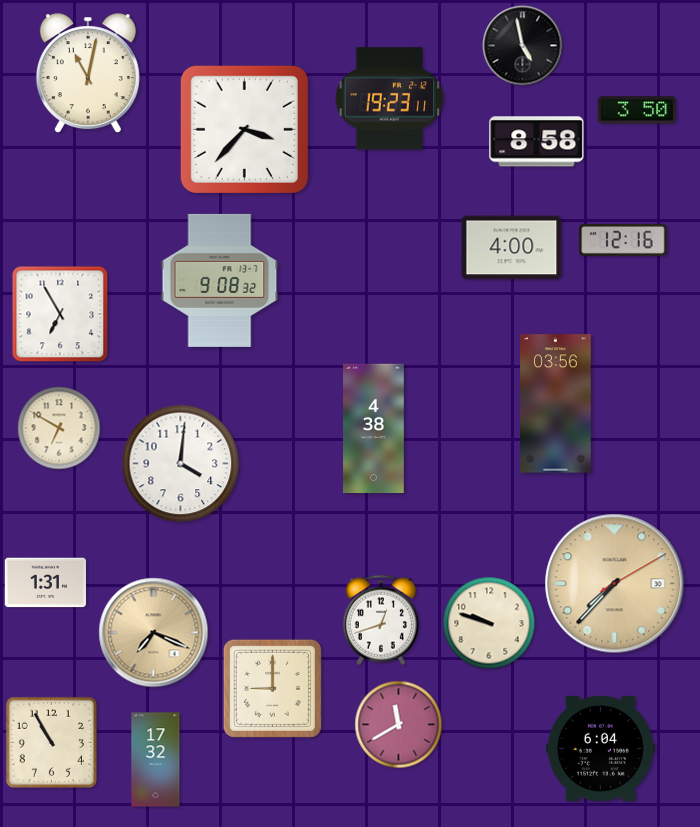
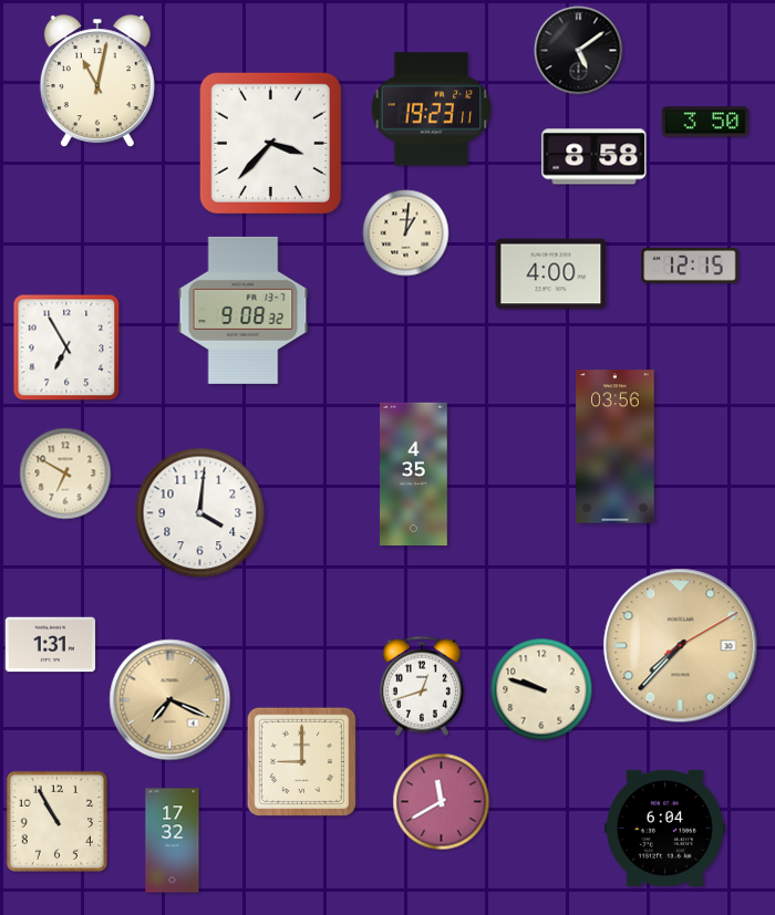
clock at (523, 46): 4:58 -> 5:09
clock at (406, 233): none -> 1:01
clock at (623, 240): 12:16 -> 12:15
clock at (512, 248) position: (512, 248) -> (551, 274)
clock at (374, 429): 4:38 -> 4:35
